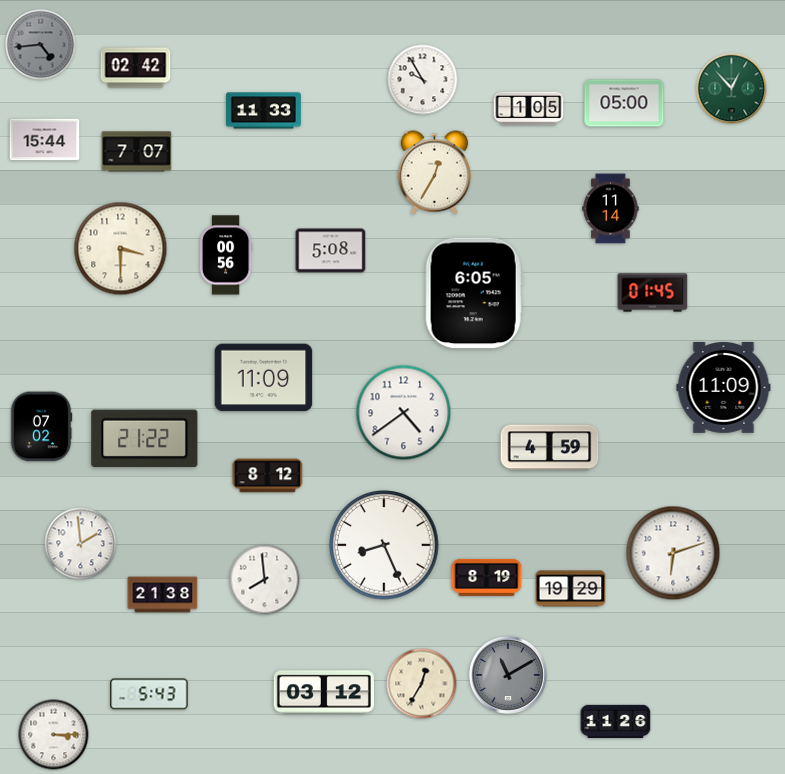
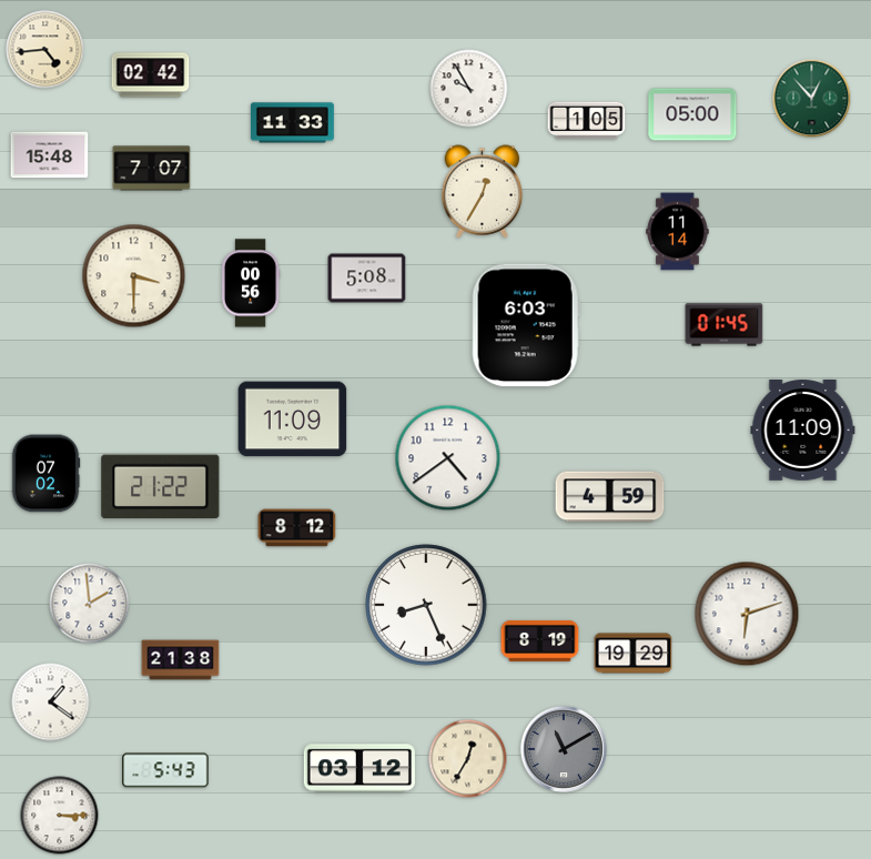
clock at (41, 45) dial: grey -> cream
clock at (45, 140): 15:44 -> 15:48
clock at (474, 293): 6:05 -> 6:03
clock at (265, 580): 7:59 -> none
clock at (51, 703): none -> 1:21
clock at (616, 721): 11:26 -> none
